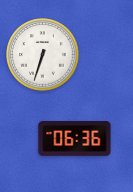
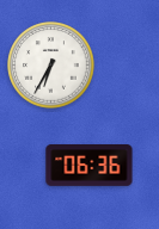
clock at (43, 55): 6:33 -> 6:35
